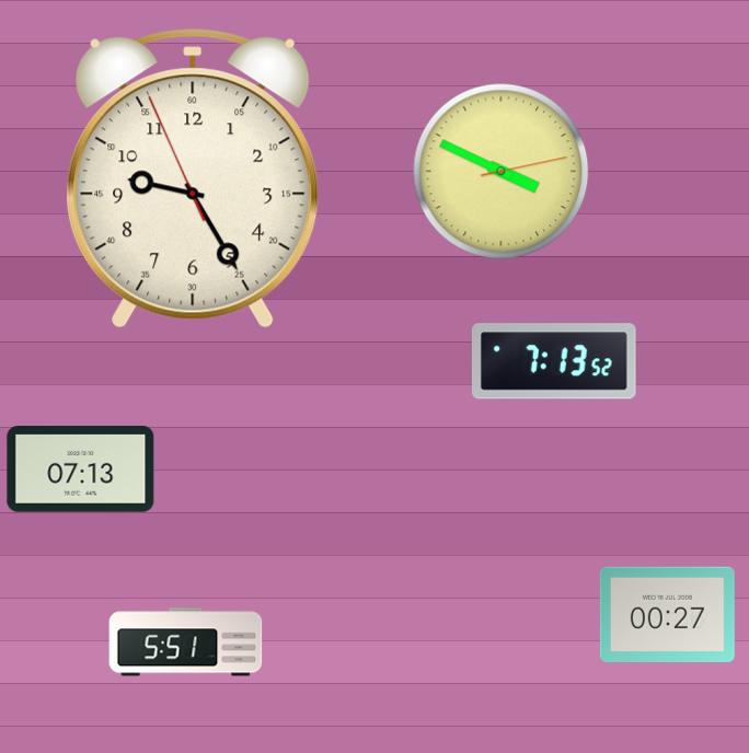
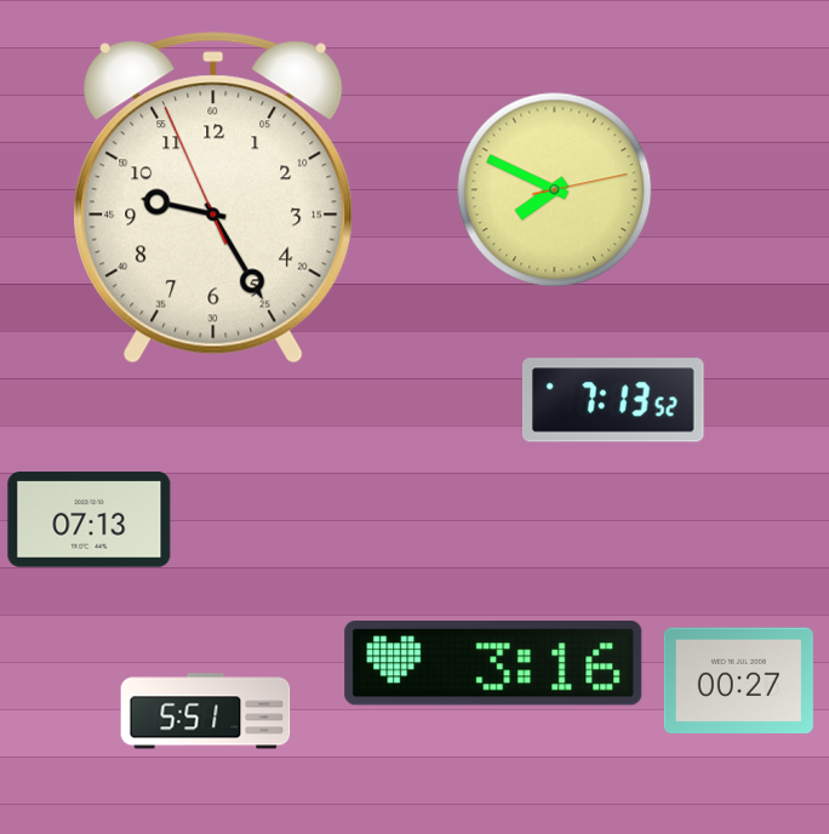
clock at (502, 172): 3:49 -> 7:49
clock at (493, 663): none -> 3:16
